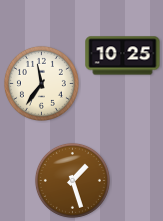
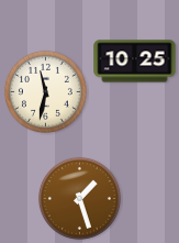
clock at (41, 83): 11:36 -> 11:32
